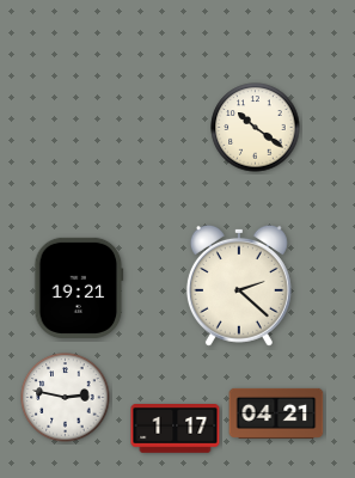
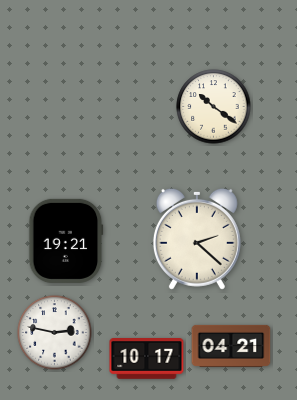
clock at (239, 286) position: (239, 286) -> (197, 239)
clock at (176, 429): 1:17 -> 10:17
